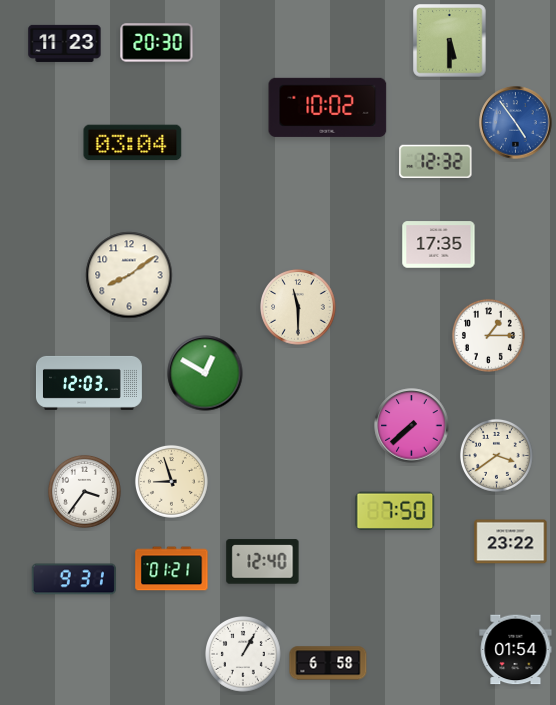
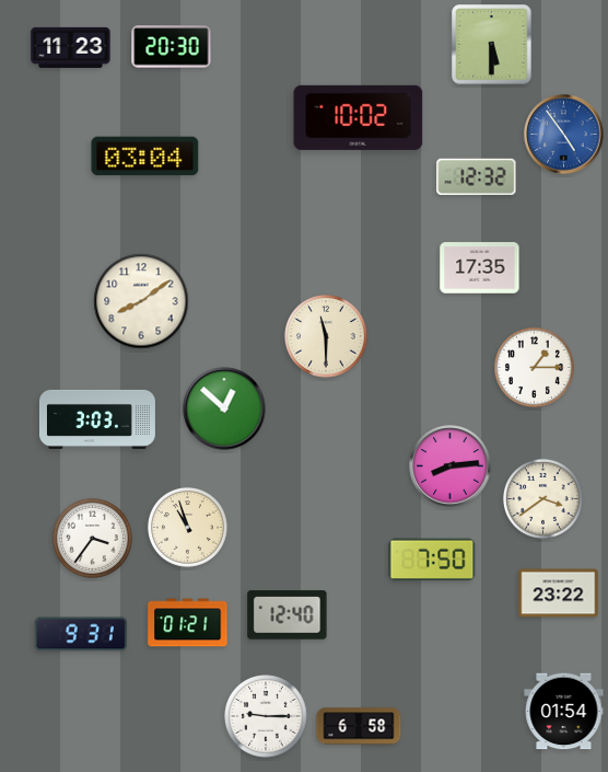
clock at (205, 373): 12:50 -> 12:52
clock at (89, 383): 12:03 -> 3:03
clock at (412, 426): 7:38 -> 8:14
clock at (171, 481): 8:57 -> 10:57
clock at (243, 654): 1:05 -> 9:15
